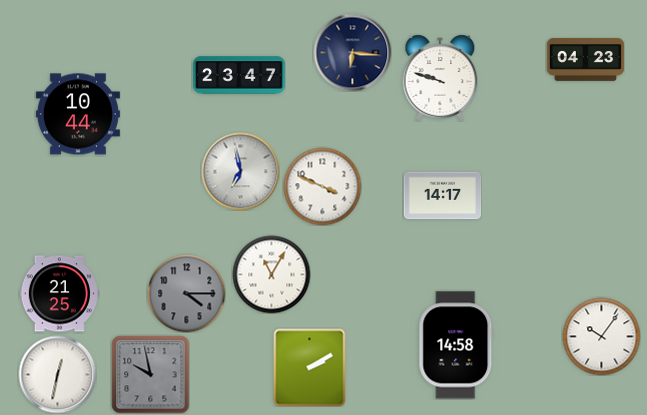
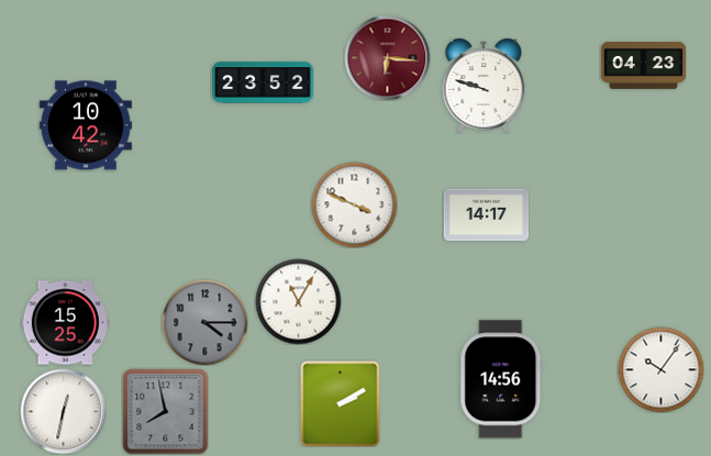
clock at (352, 52) dial: navy -> burgundy
clock at (239, 75): 23:47 -> 23:52
clock at (78, 114): 10:44 -> 10:42
clock at (240, 171): 6:58 -> none
clock at (59, 294): 21:25 -> 15:25
clock at (456, 345): 14:58 -> 14:56
clock at (150, 374): 9:58 -> 7:58
